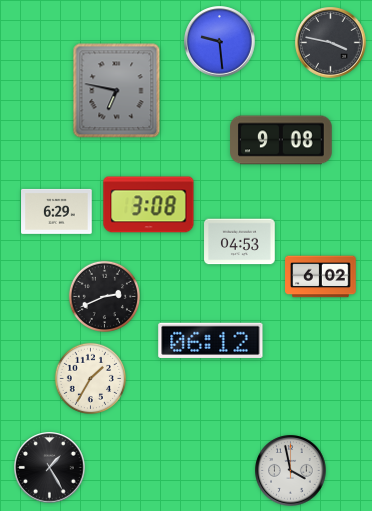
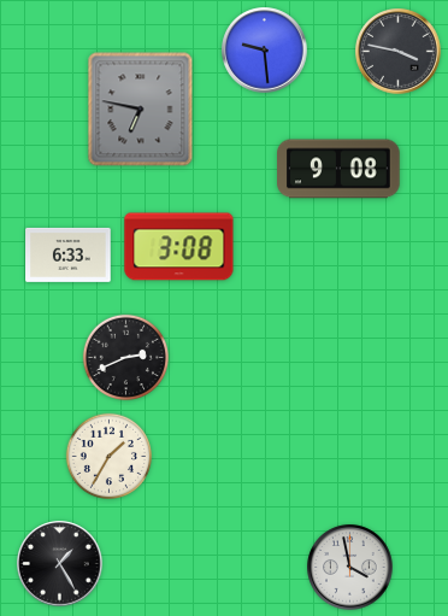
clock at (57, 211): 6:29 -> 6:33
clock at (240, 242): 04:53 -> none
clock at (321, 277): 6:02 -> none
clock at (211, 340): 06:12 -> none
